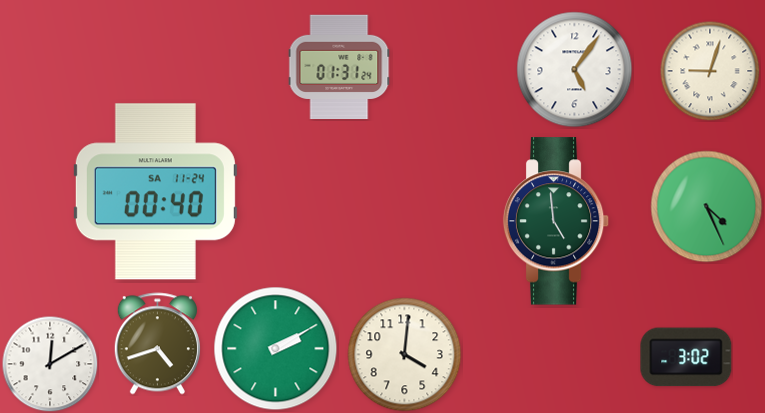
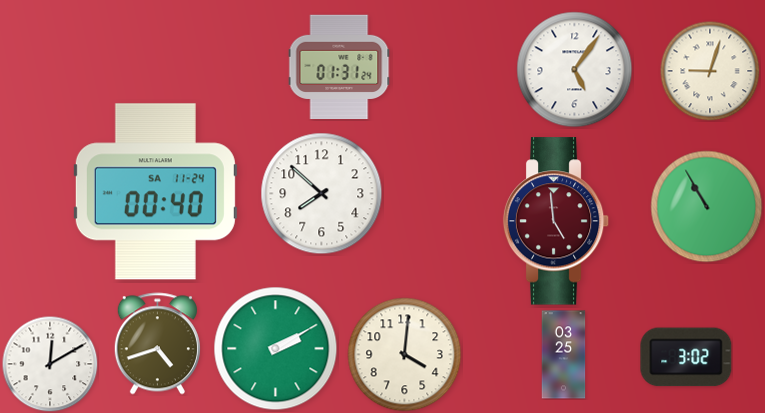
clock at (322, 194): none -> 7:52
clock at (707, 207): 4:26 -> 10:55
clock at (556, 221) dial: green -> burgundy
clock at (564, 355): none -> 03:25
